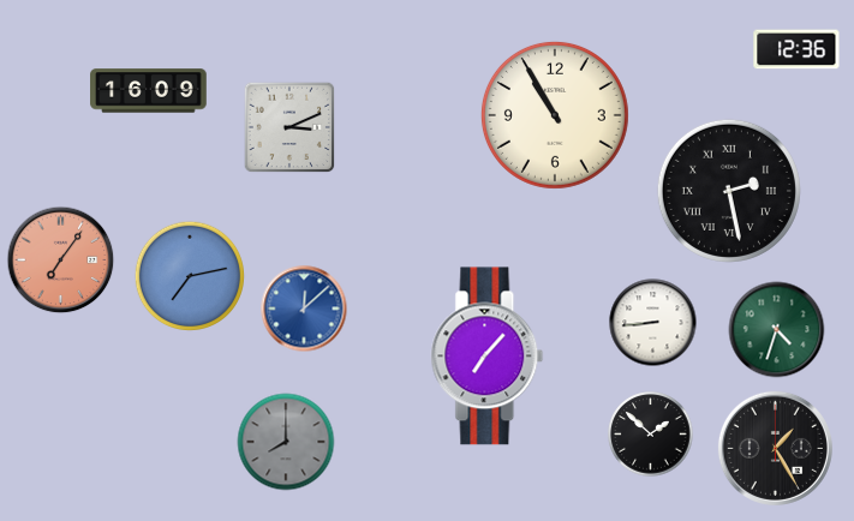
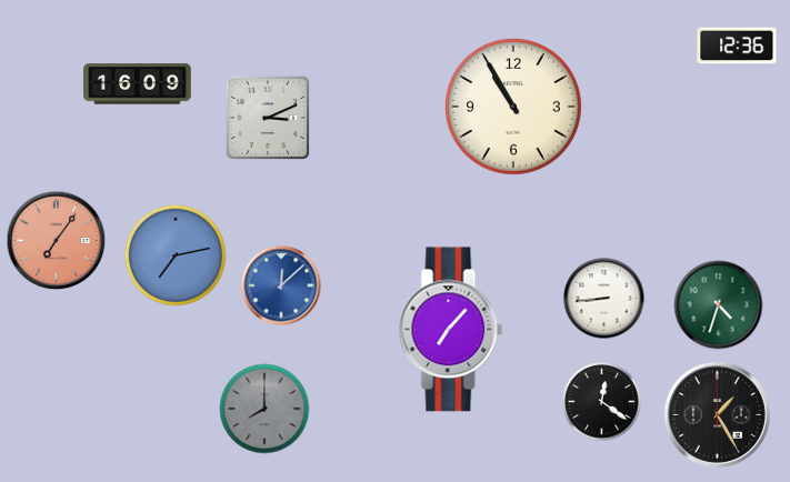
clock at (729, 191): 2:28 -> none
clock at (651, 435): 1:52 -> 12:21
